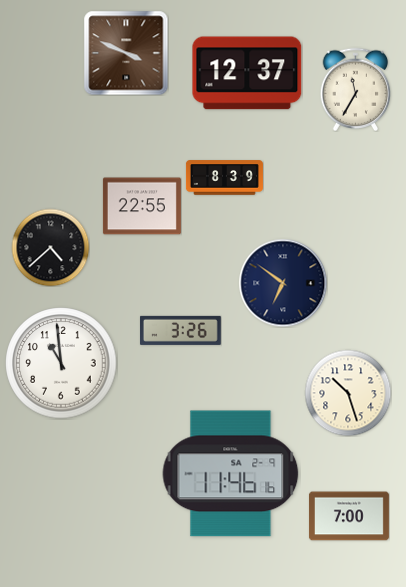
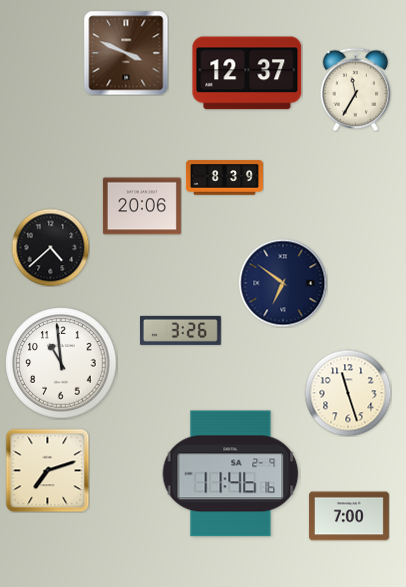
clock at (142, 206): 22:55 -> 20:06
clock at (348, 393): 10:27 -> 11:27
clock at (47, 470): none -> 7:12
